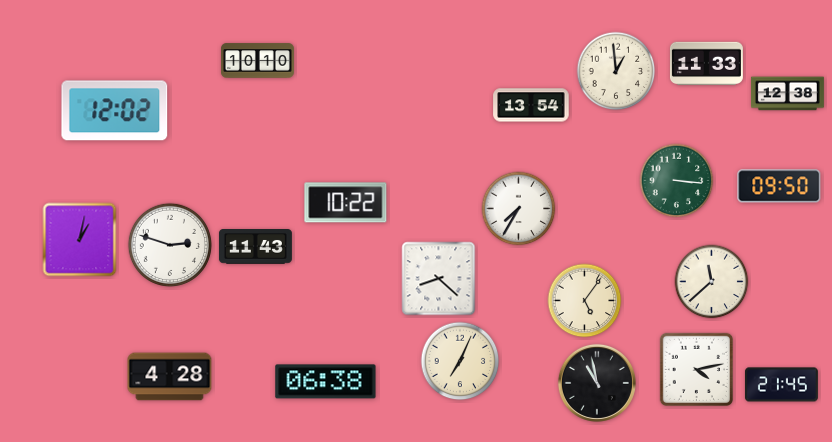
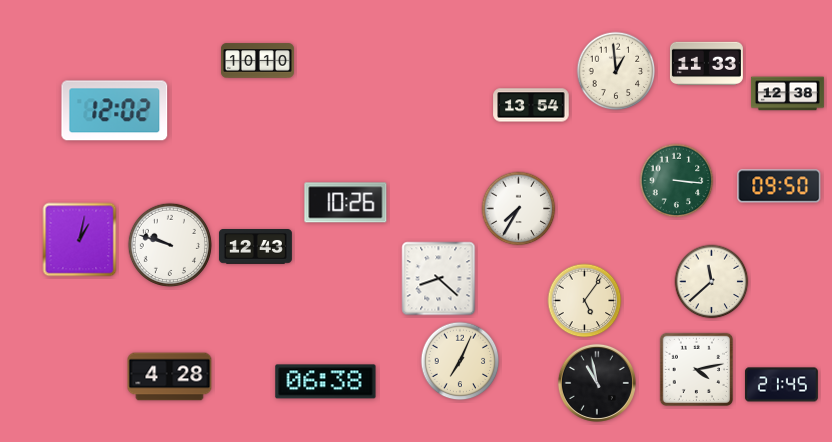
clock at (346, 203): 10:22 -> 10:26
clock at (170, 245): 2:48 -> 9:48
clock at (255, 247): 11:43 -> 12:43
